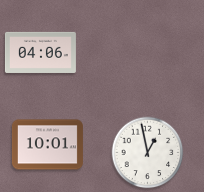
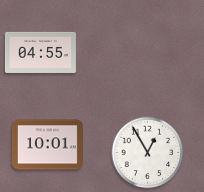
clock at (40, 52): 04:06 -> 04:55
clock at (148, 153): 12:58 -> 12:55
